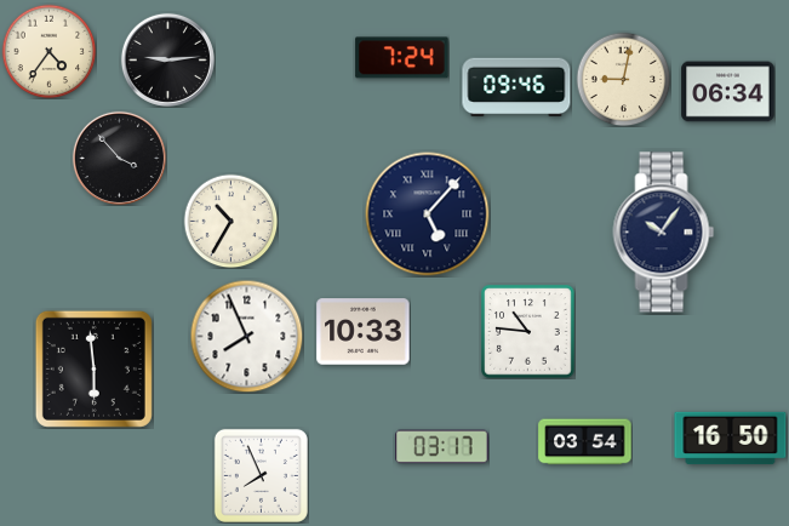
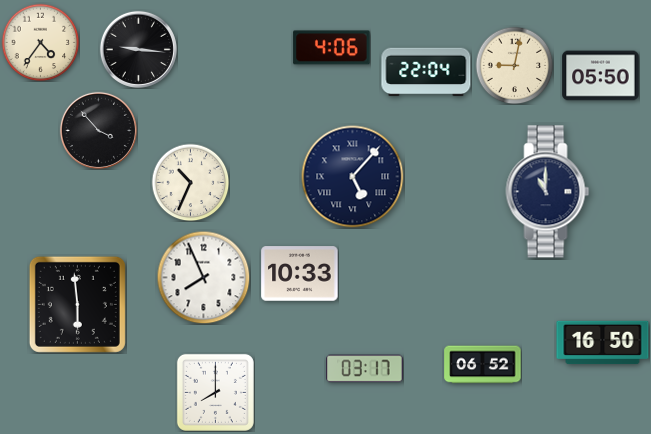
clock at (402, 58): 7:24 -> 4:06
clock at (167, 59): 9:14 -> 9:16
clock at (516, 87): 09:46 -> 22:04
clock at (728, 92): 06:34 -> 05:50
clock at (230, 221): 10:35 -> 10:34
clock at (664, 233): 10:06 -> 11:00
clock at (528, 332): 10:46 -> none
clock at (731, 439) position: (731, 439) -> (603, 343)
clock at (585, 442): 03:54 -> 06:52
clock at (261, 475): 7:56 -> 8:00
